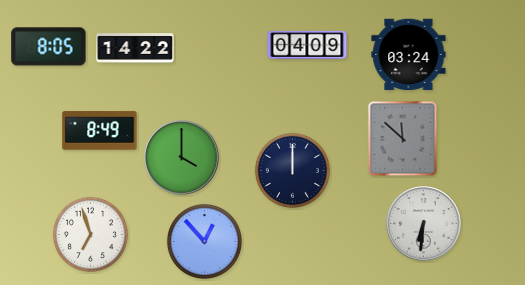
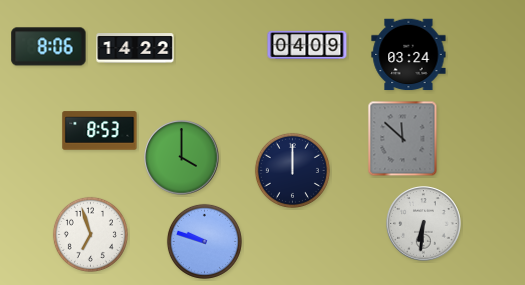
clock at (49, 47): 8:05 -> 8:06
clock at (100, 131): 8:49 -> 8:53
clock at (204, 241): 12:53 -> 9:48
